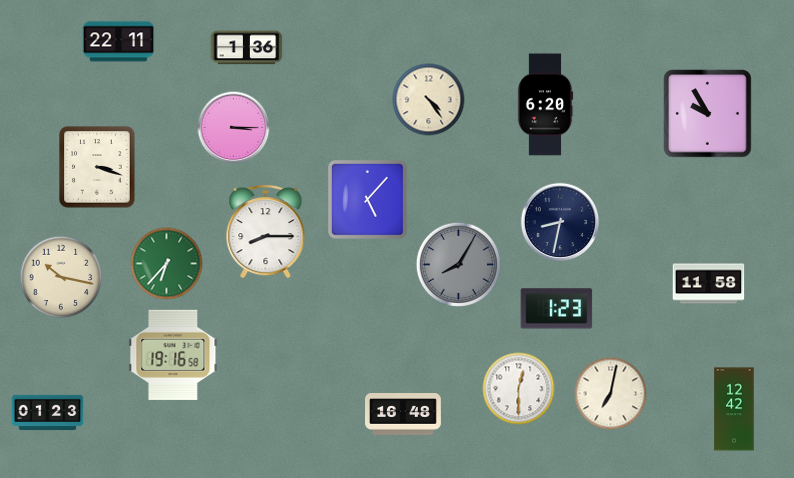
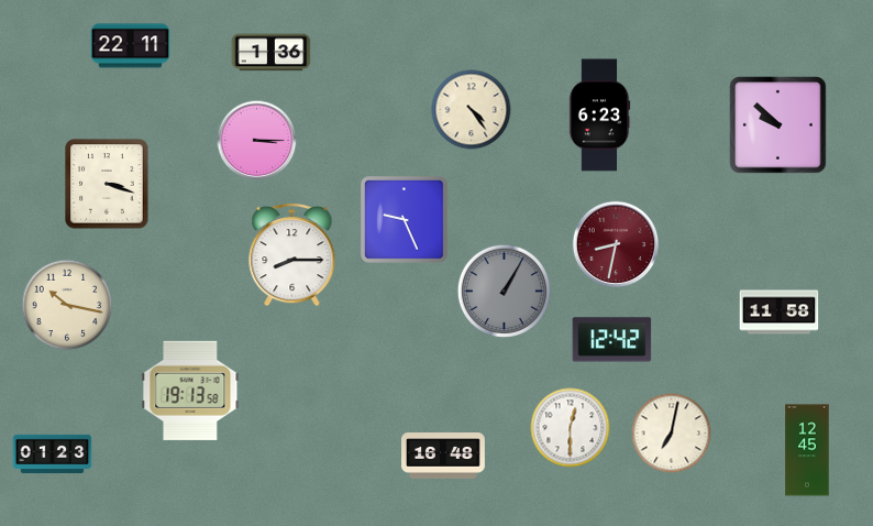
clock at (545, 105): 6:20 -> 6:23
clock at (708, 114): 9:55 -> 9:52
clock at (368, 200): 5:07 -> 9:26
clock at (560, 222) dial: navy -> burgundy
clock at (167, 264): 6:37 -> none
clock at (458, 264): 8:05 -> 1:05
clock at (557, 309): 1:23 -> 12:42
clock at (173, 355): 19:16 -> 19:13
clock at (734, 409): 12:42 -> 12:45
